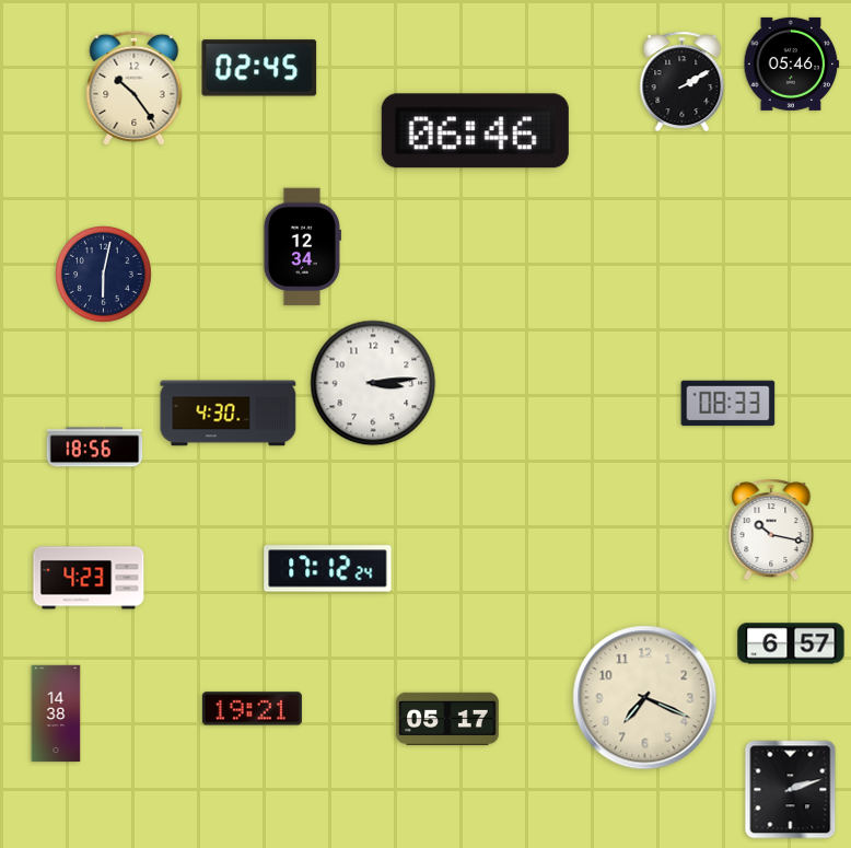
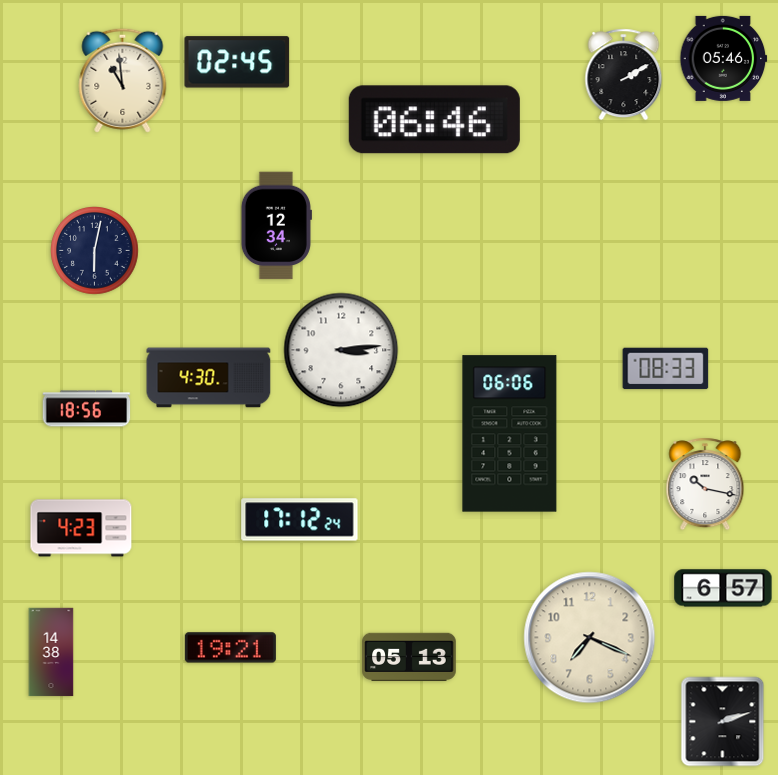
clock at (135, 88): 10:24 -> 10:59
clock at (510, 434): none -> 06:06
clock at (447, 718): 05:17 -> 05:13
